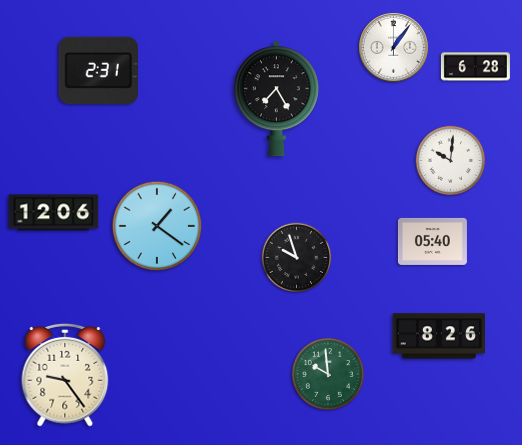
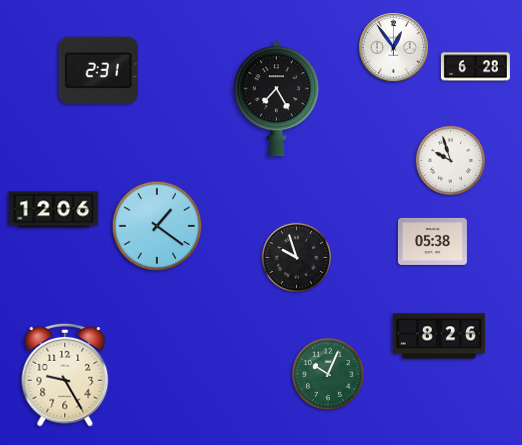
clock at (394, 48): 1:06 -> 12:54
clock at (451, 161): 10:01 -> 9:57
clock at (54, 213) position: (54, 213) -> (54, 210)
clock at (432, 241): 05:40 -> 05:38
clock at (328, 374): 9:59 -> 10:04
clock at (65, 375): 9:24 -> 9:25
